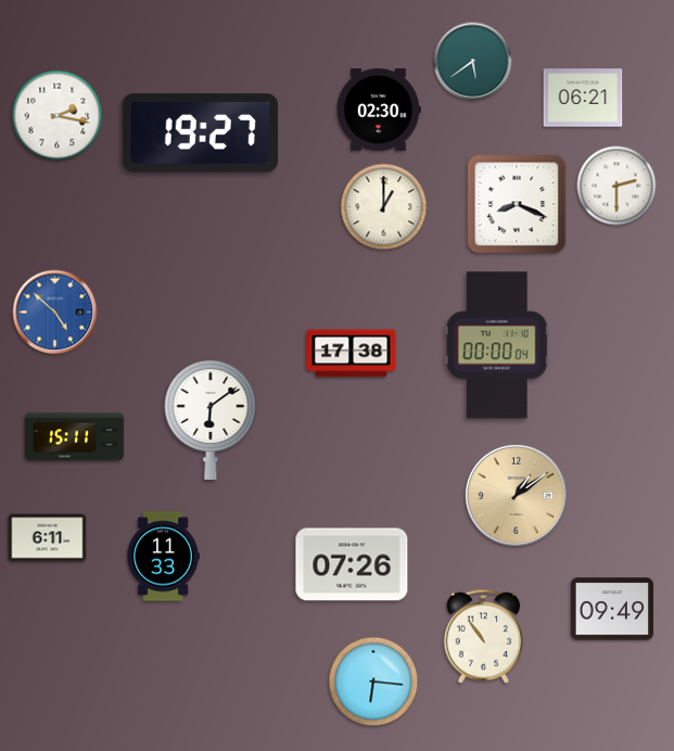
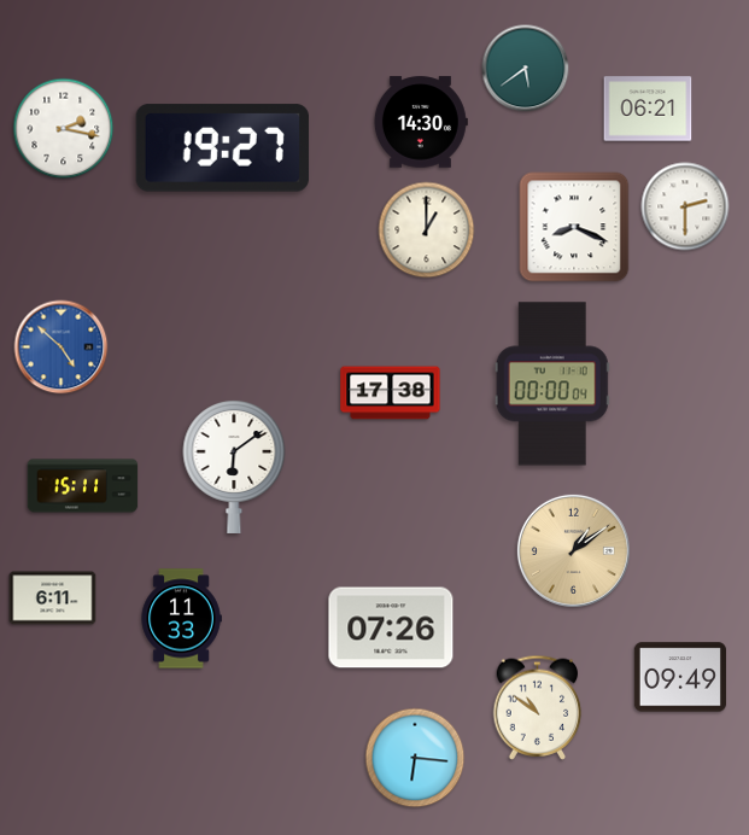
clock at (379, 110): 02:30 -> 14:30
clock at (484, 636): 10:54 -> 10:51
